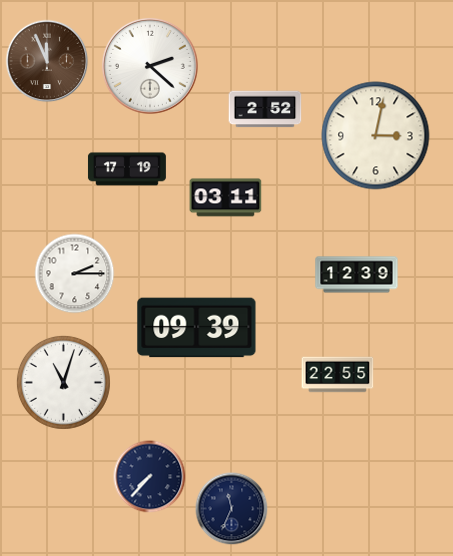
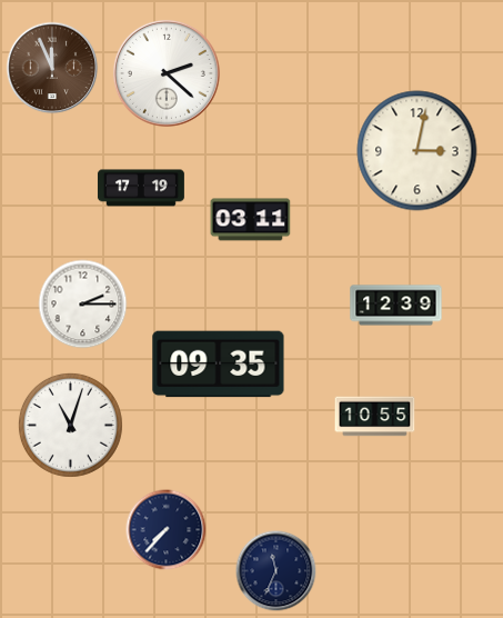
clock at (265, 109): 2:52 -> none
clock at (197, 328): 09:39 -> 09:35
clock at (338, 375): 22:55 -> 10:55
clock at (232, 509) position: (232, 509) -> (276, 571)
